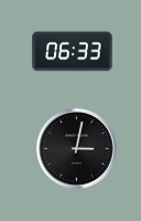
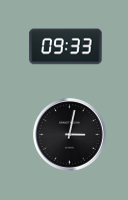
clock at (73, 52): 06:33 -> 09:33
